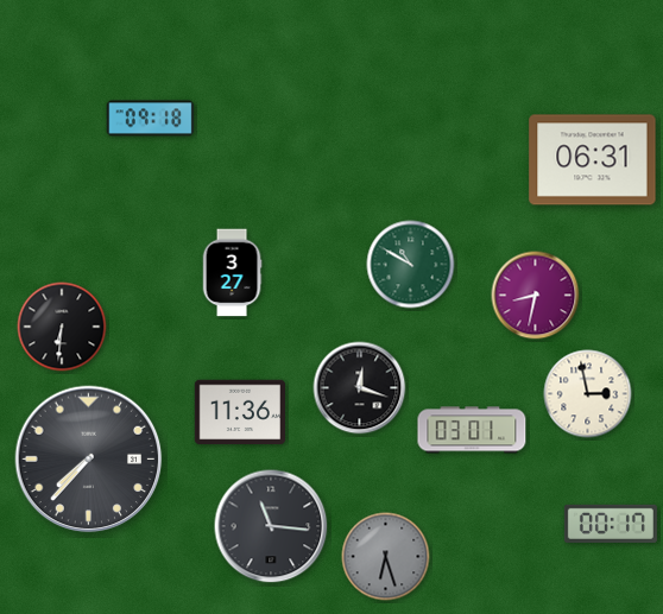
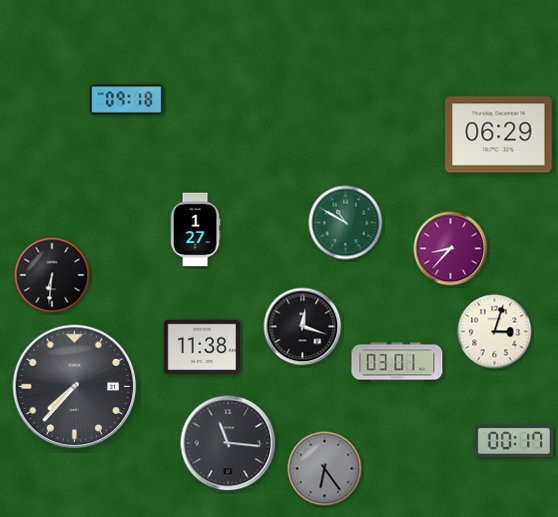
clock at (593, 160): 06:31 -> 06:29
clock at (232, 273): 3:27 -> 1:27
clock at (536, 296): 8:32 -> 8:37
clock at (588, 394): 2:58 -> 3:03
clock at (239, 412): 11:36 -> 11:38
clock at (386, 557): 6:27 -> 6:24
